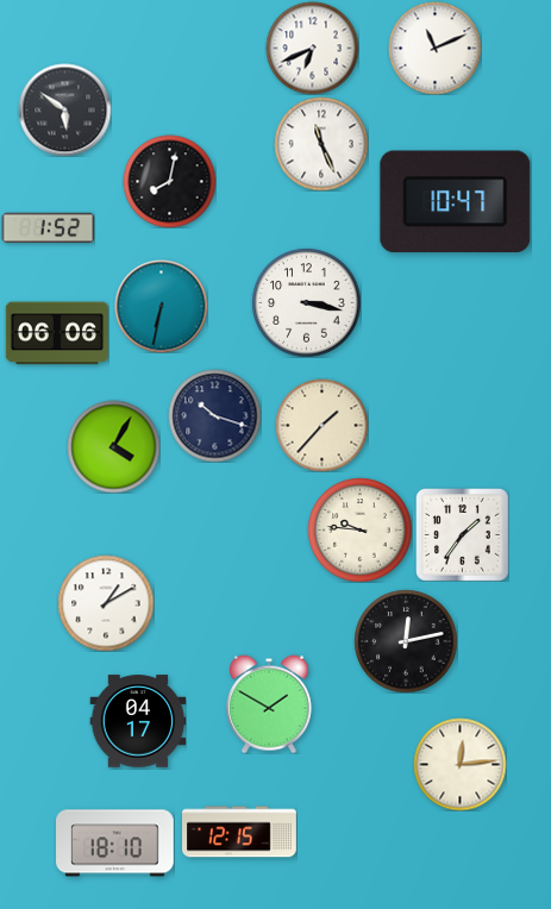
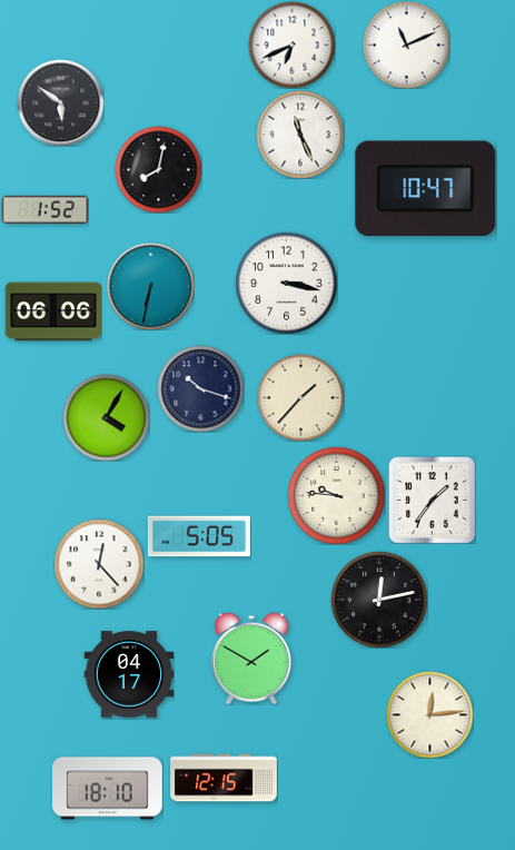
clock at (48, 228) position: (48, 228) -> (44, 210)
clock at (199, 536): none -> 5:05
clock at (106, 603): 1:10 -> 12:23
